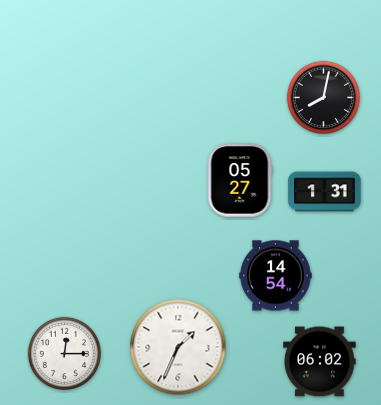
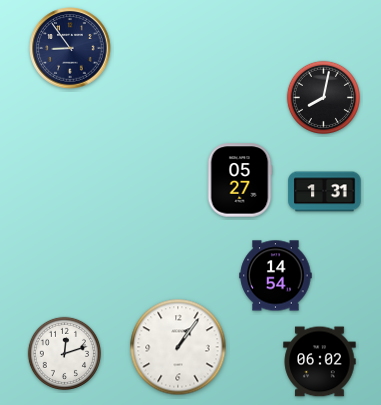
clock at (70, 48): none -> 8:54
clock at (178, 347): 1:34 -> 1:06
clock at (64, 353): 12:15 -> 12:12
